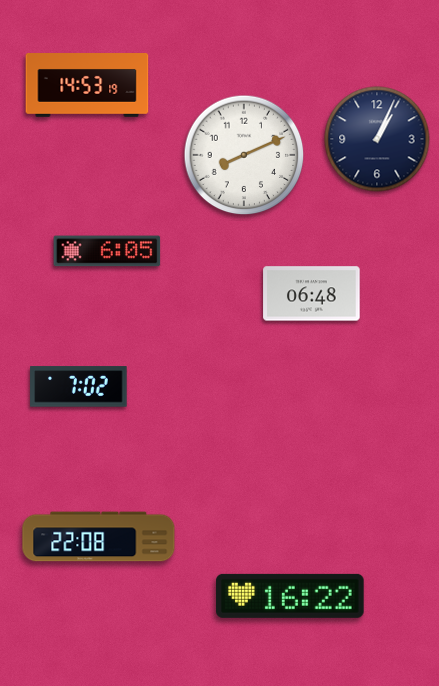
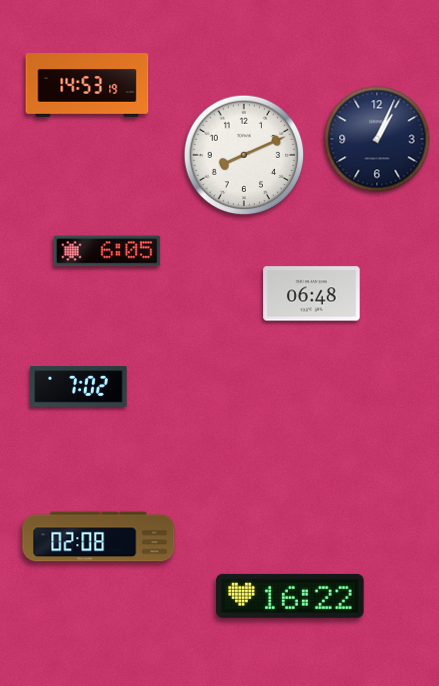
clock at (99, 537): 22:08 -> 02:08
